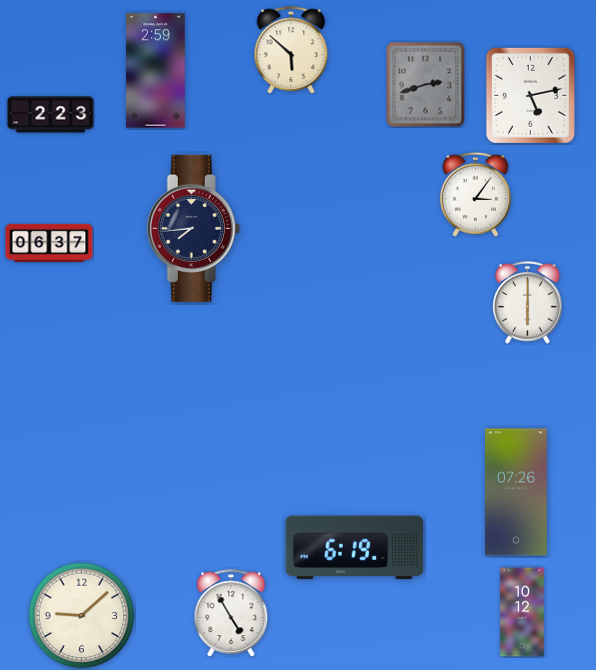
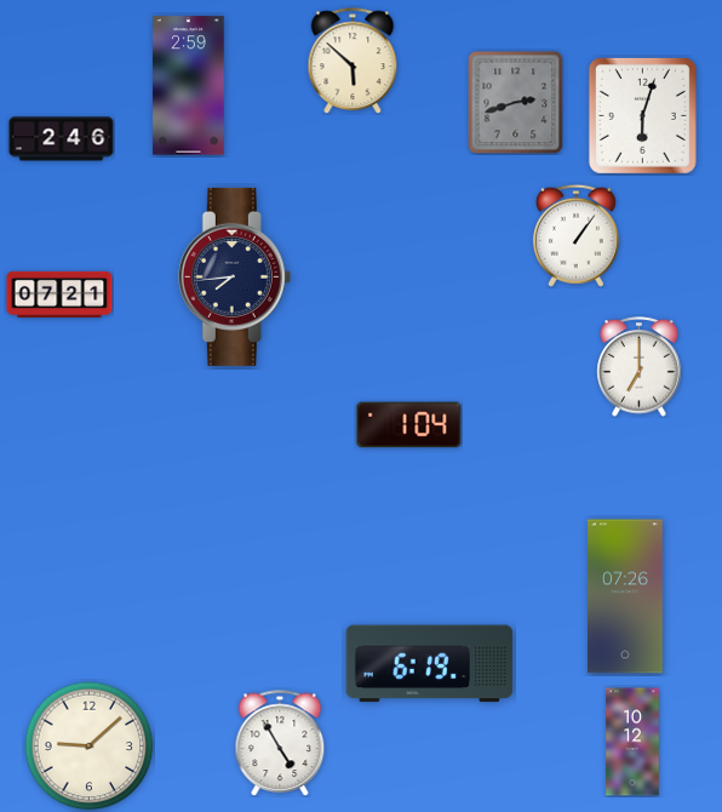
clock at (530, 95): 5:13 -> 6:03
clock at (51, 115): 2:23 -> 2:46
clock at (475, 194): 3:06 -> 1:06
clock at (49, 242): 06:37 -> 07:21
clock at (528, 303): 6:00 -> 7:00
clock at (409, 425): none -> 1:04
clock at (82, 616) position: (82, 616) -> (90, 747)
